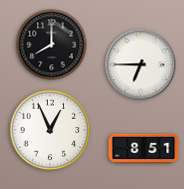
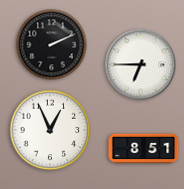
clock at (52, 45): 8:00 -> 2:11
